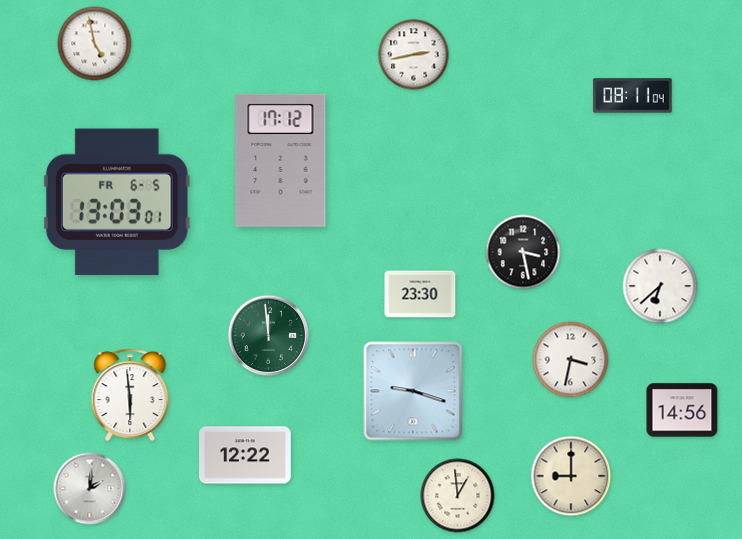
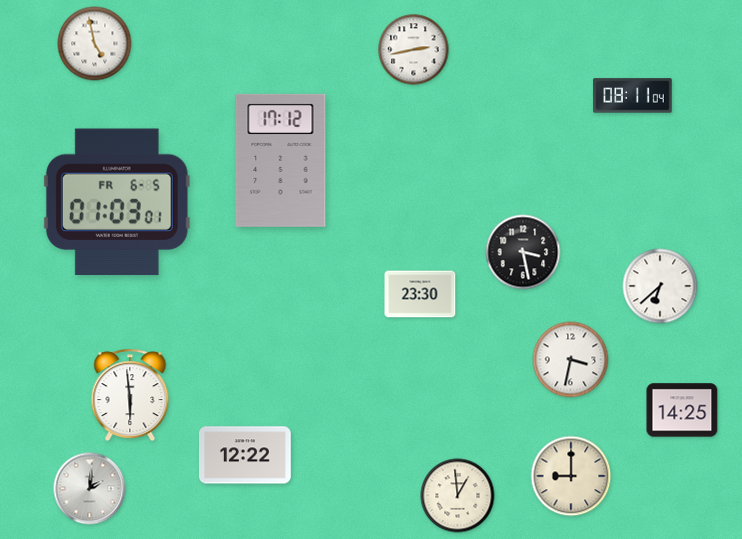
clock at (414, 55) position: (414, 55) -> (414, 50)
clock at (117, 202): 13:03 -> 01:03
clock at (269, 336): 11:59 -> none
clock at (413, 391): 9:18 -> none
clock at (682, 410): 14:56 -> 14:25
